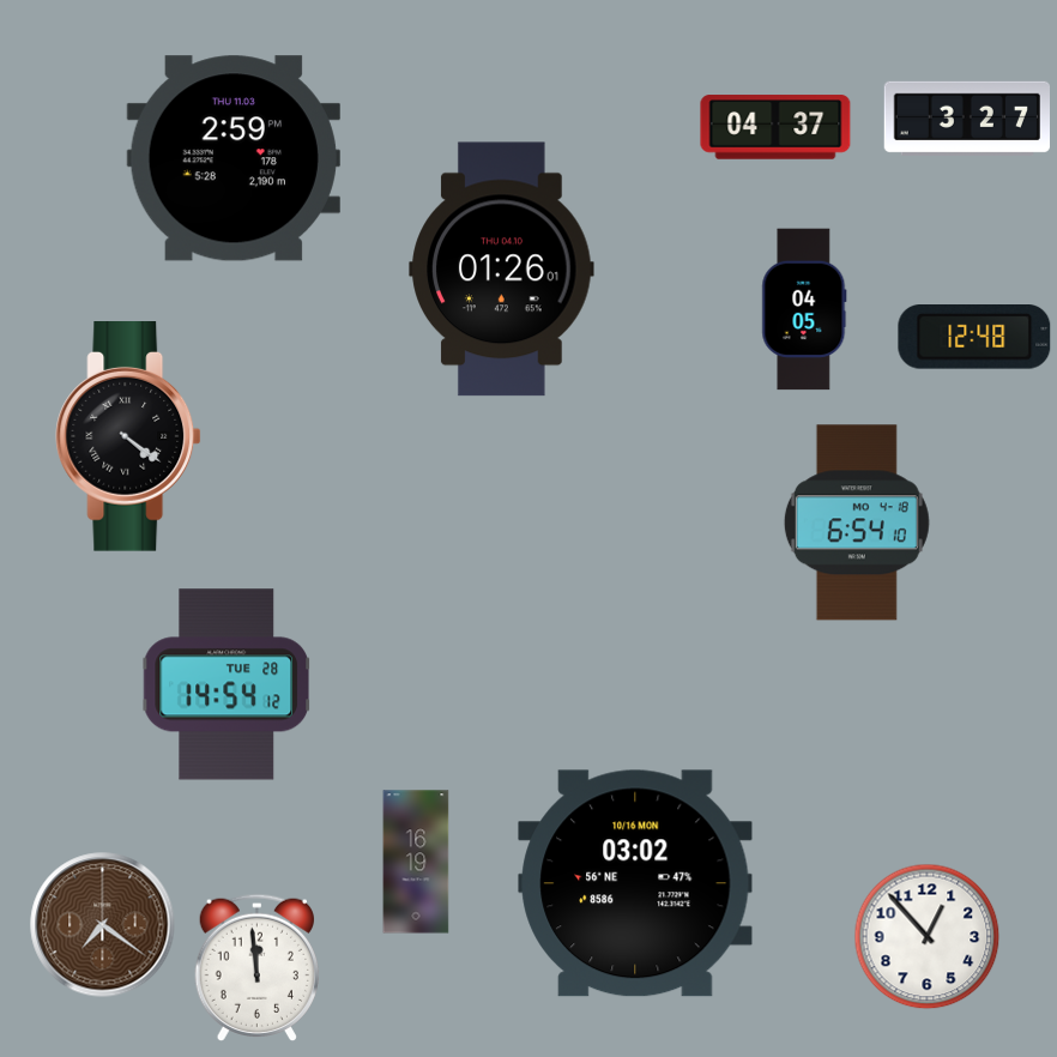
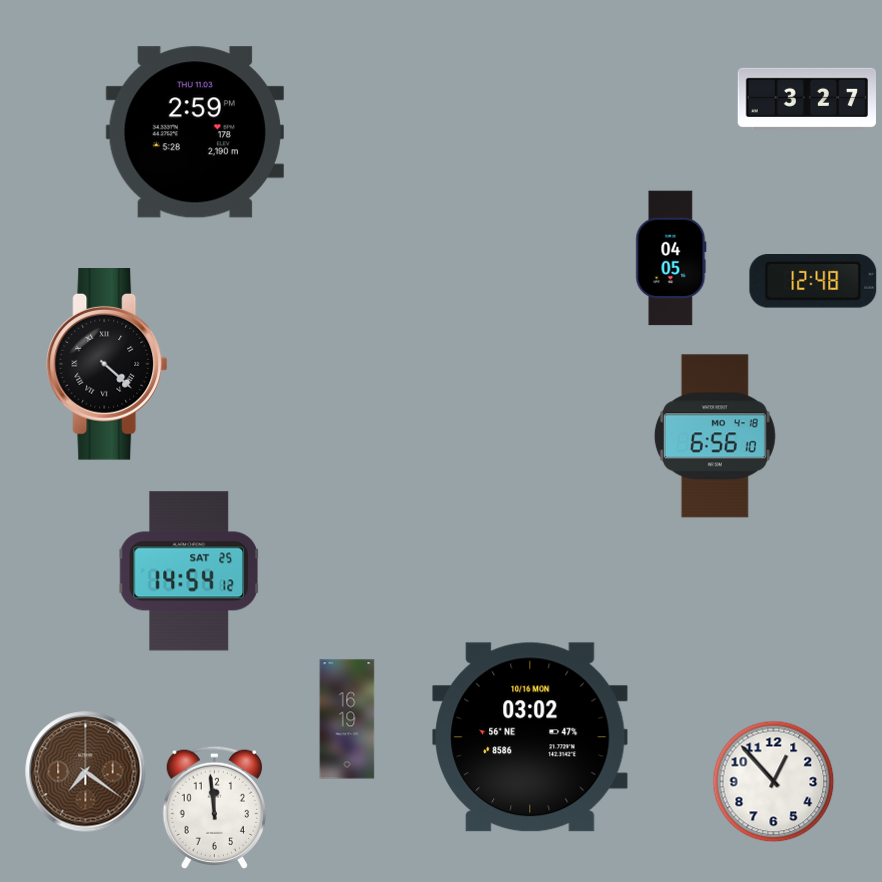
clock at (775, 127): 04:37 -> none
clock at (502, 270): 01:26 -> none
clock at (128, 437): 4:21 -> 4:22
clock at (857, 523): 6:54 -> 6:56
clock at (226, 684) date: TUE 28 -> SAT 25
